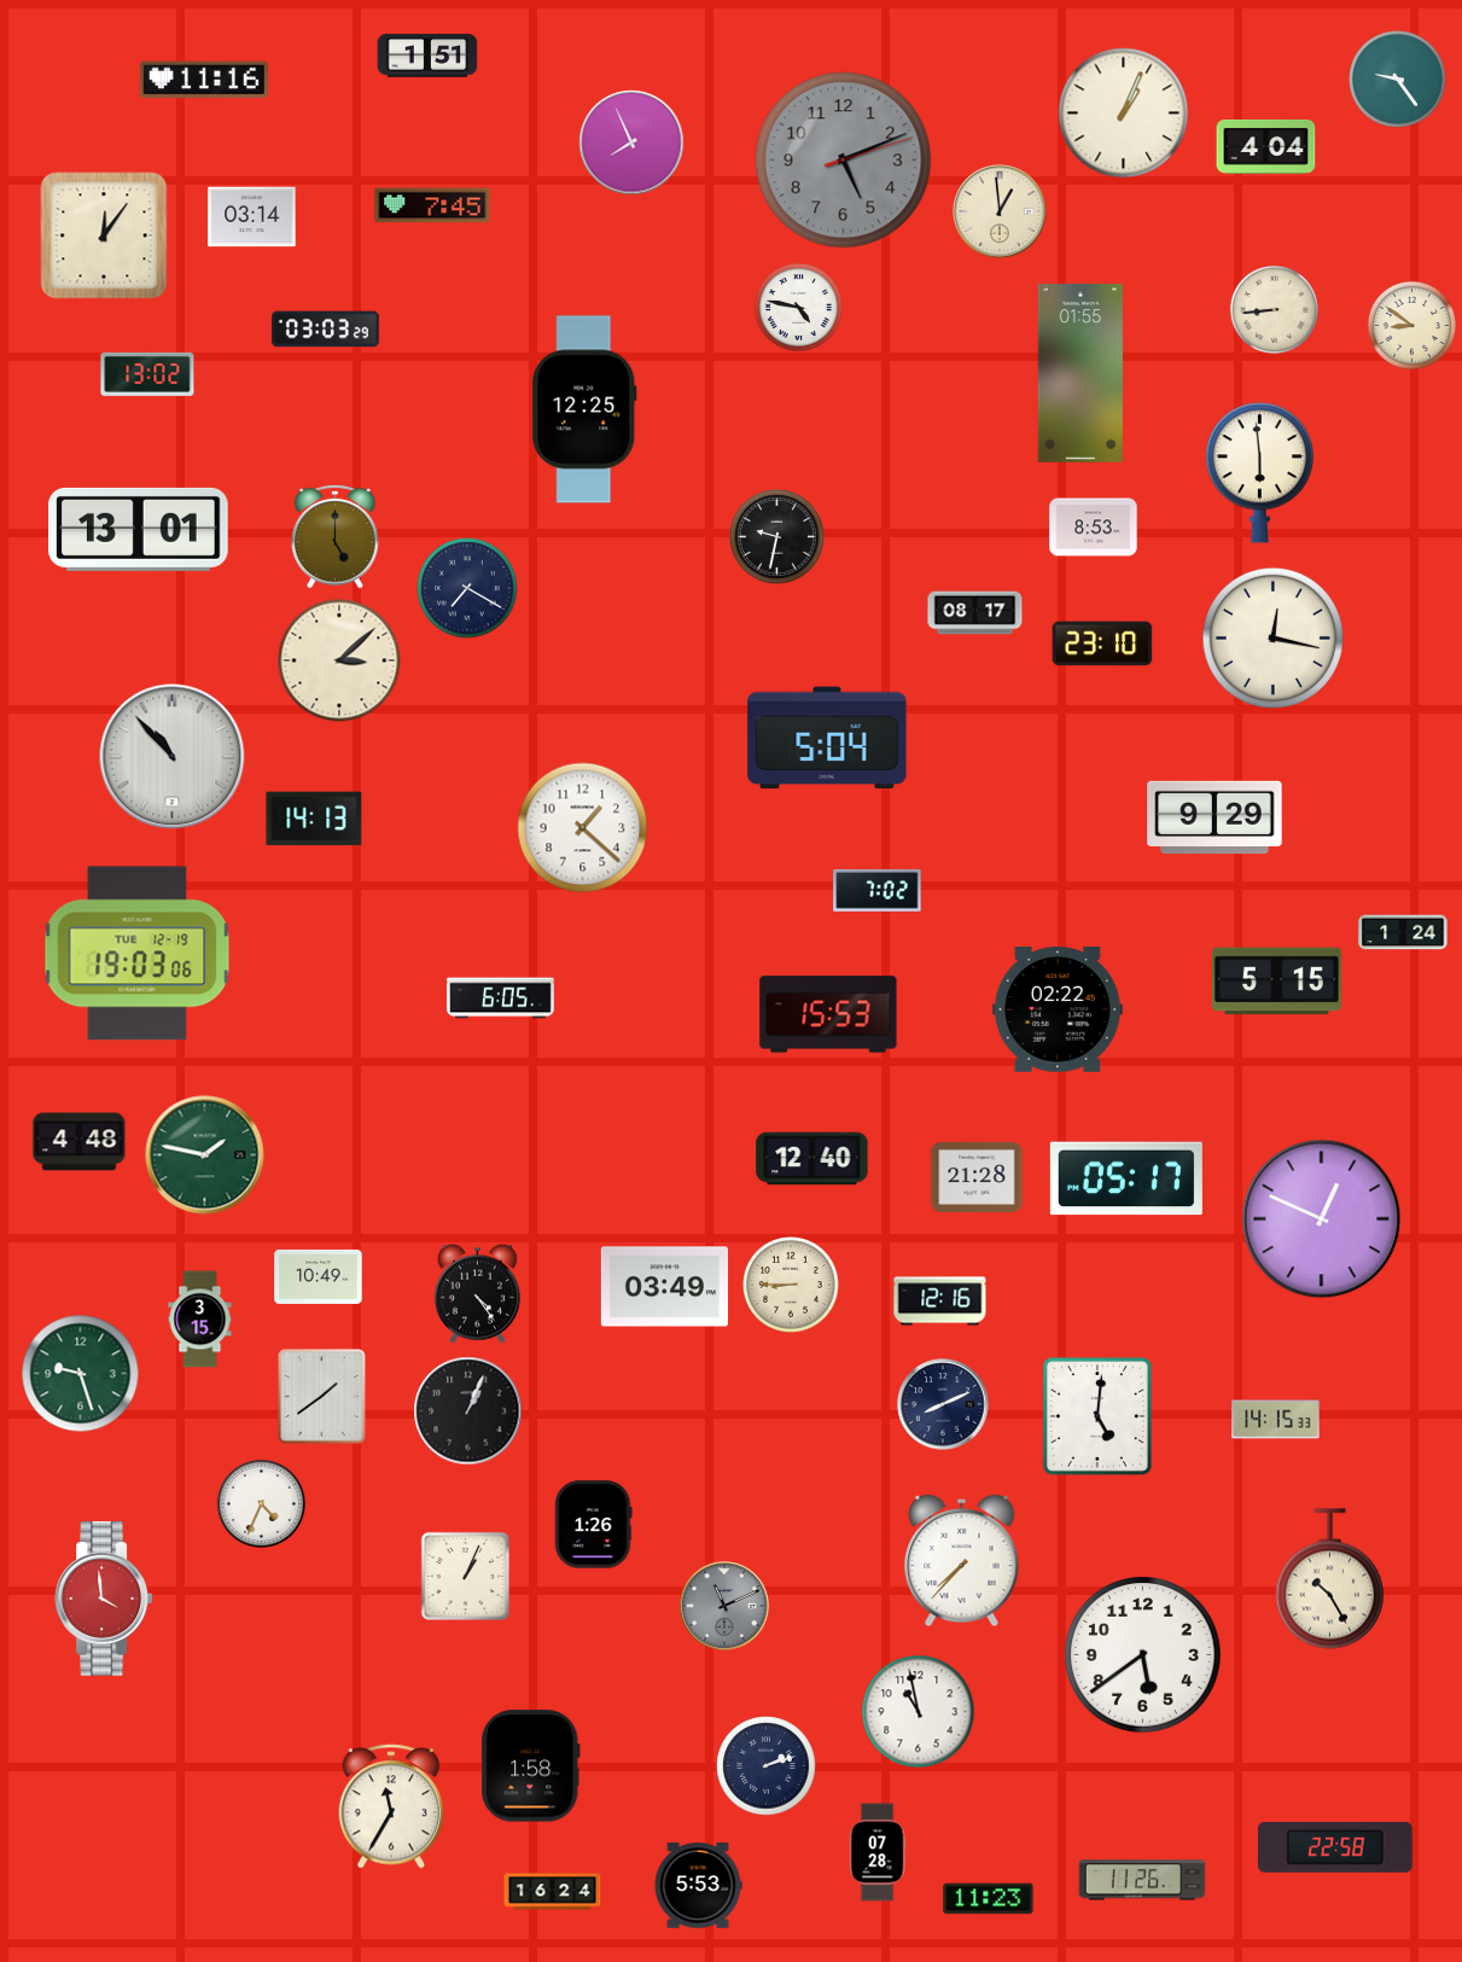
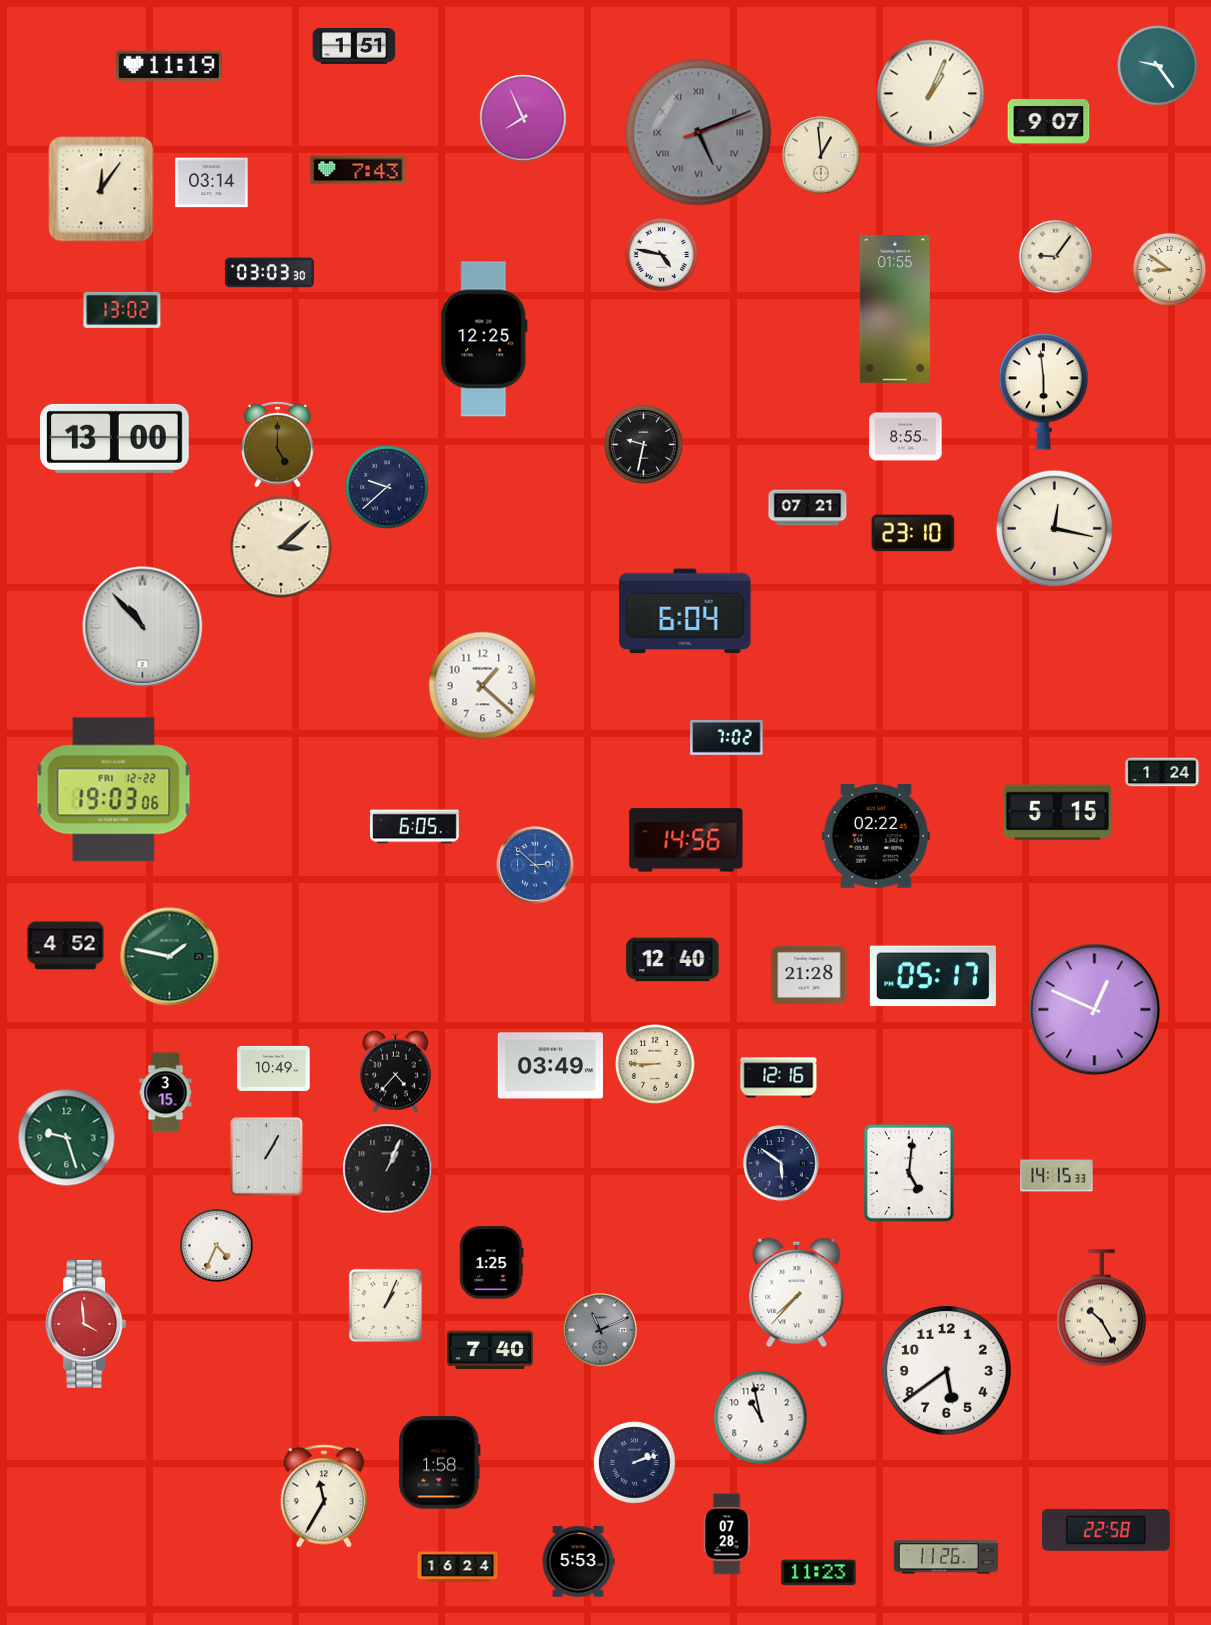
clock at (204, 80): 11:16 -> 11:19
clock at (1266, 146): 4:04 -> 9:07
clock at (844, 161) numerals: Arabic -> Roman
clock at (432, 205): 7:45 -> 7:43
clock at (1000, 211) position: (1000, 211) -> (821, 155)
clock at (252, 217) position: (252, 217) -> (212, 183)
clock at (104, 235) position: (104, 235) -> (101, 189)
clock at (1274, 309): 8:44 -> 9:06
clock at (326, 330): 03:03:29 -> 03:03:30
clock at (1094, 528): 8:53 -> 8:55
clock at (139, 529): 13:01 -> 13:00
clock at (467, 588): 7:20 -> 9:38
clock at (975, 613): 08:17 -> 07:21
clock at (827, 738): 5:04 -> 6:04
clock at (1215, 817): 9:29 -> none
clock at (314, 819): 14:13 -> none
clock at (138, 954) date: TUE 12-19 -> FRI 12-22
clock at (828, 1014): 15:53 -> 14:56
clock at (535, 865): none -> 2:52
clock at (80, 1142): 4:48 -> 4:52
clock at (319, 1276) position: (319, 1276) -> (274, 1068)
clock at (477, 1293): 4:24 -> 4:37
clock at (321, 1396): 1:39 -> 1:05
clock at (943, 1404): 8:11 -> 5:51
clock at (594, 1525): 1:26 -> 1:25
clock at (490, 1350): none -> 7:40
